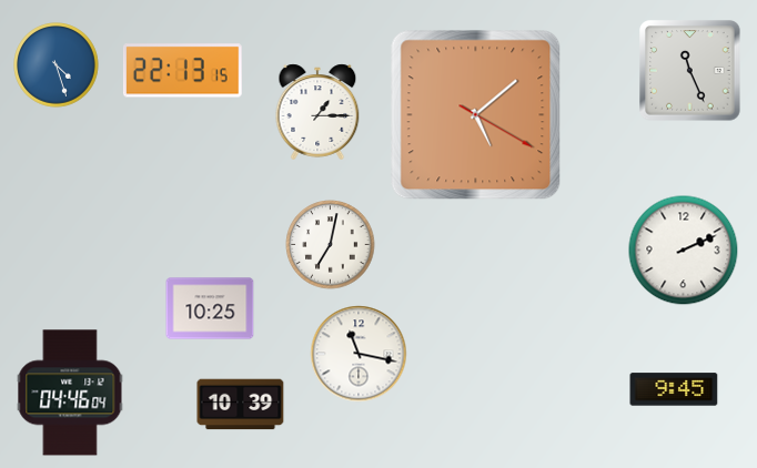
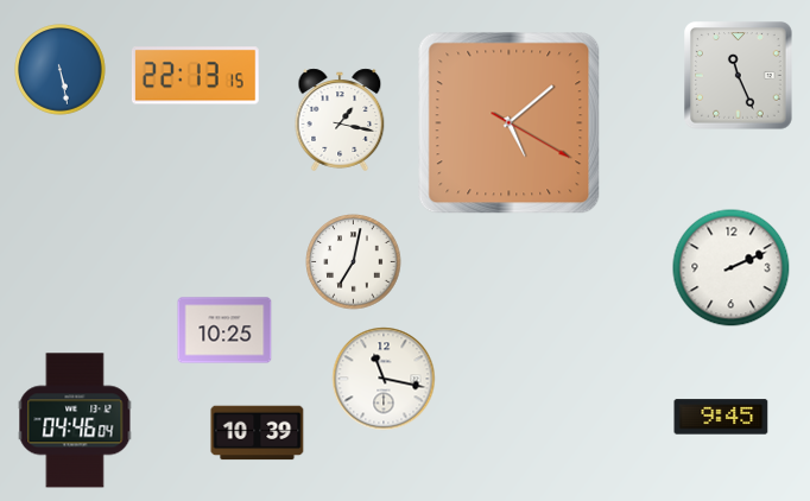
clock at (57, 65): 4:27 -> 5:28
clock at (317, 112): 1:15 -> 1:17
